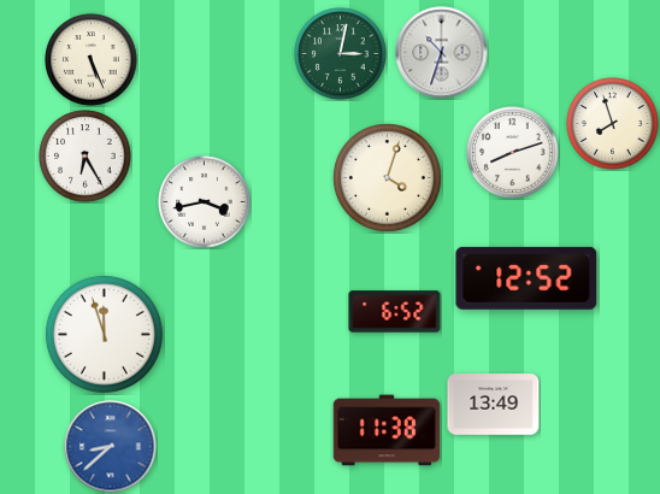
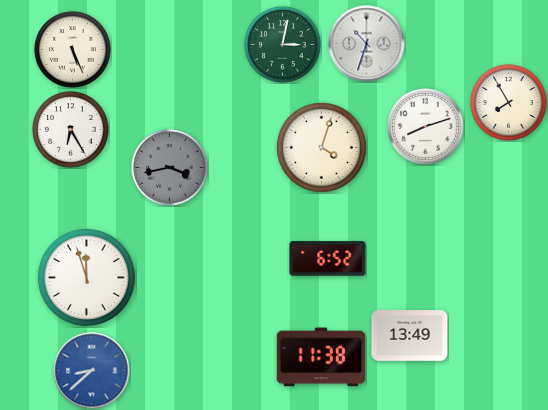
clock at (92, 60) position: (92, 60) -> (73, 50)
clock at (613, 124): 7:57 -> 7:55
clock at (205, 202) dial: white -> grey
clock at (526, 278): 12:52 -> none
